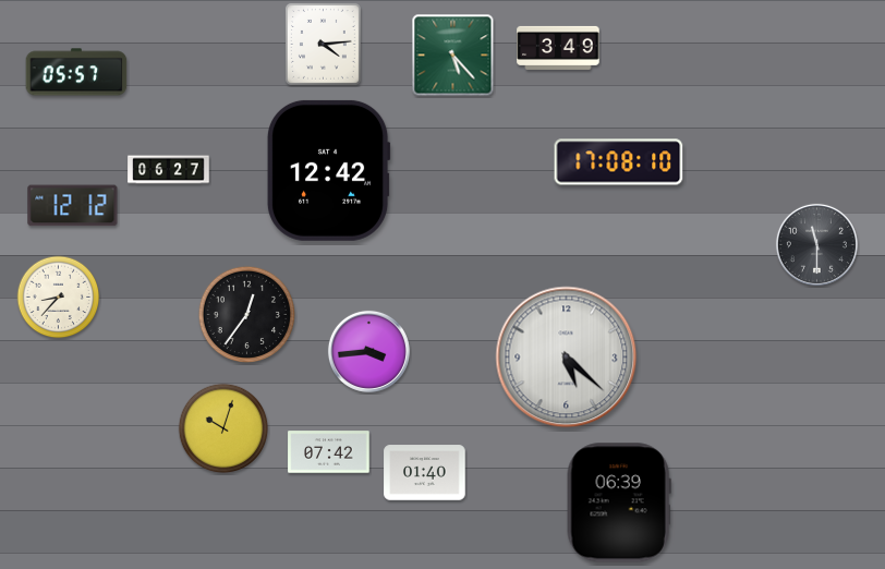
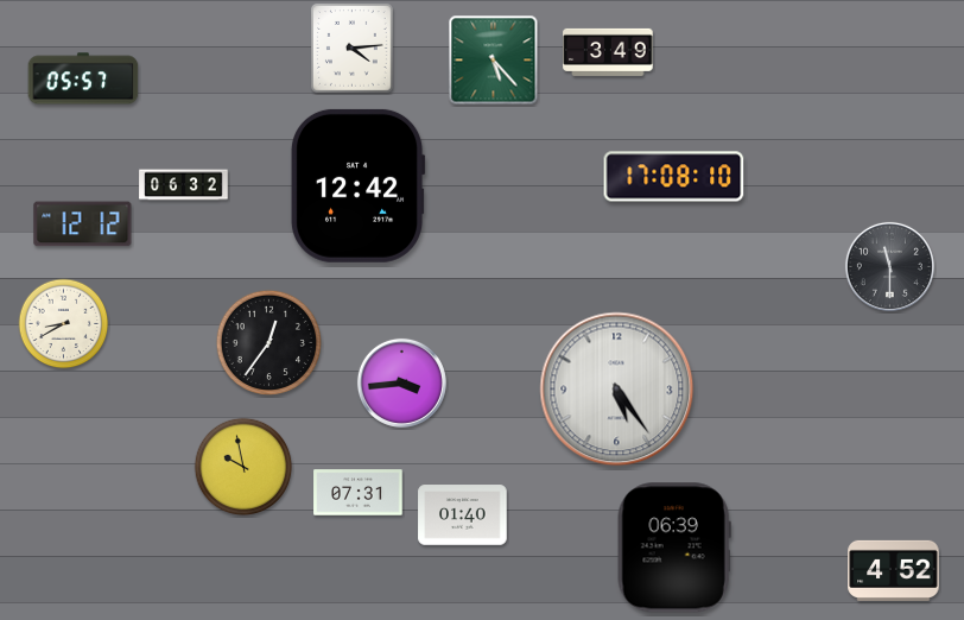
clock at (169, 170): 06:27 -> 06:32
clock at (73, 206) position: (73, 206) -> (83, 224)
clock at (59, 298): 8:37 -> 8:40
clock at (567, 358): 5:22 -> 5:24
clock at (223, 428): 10:03 -> 9:58
clock at (329, 452): 07:42 -> 07:31
clock at (894, 570): none -> 4:52
